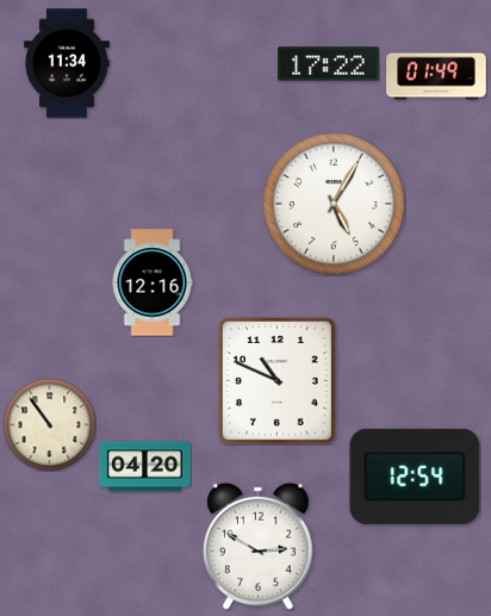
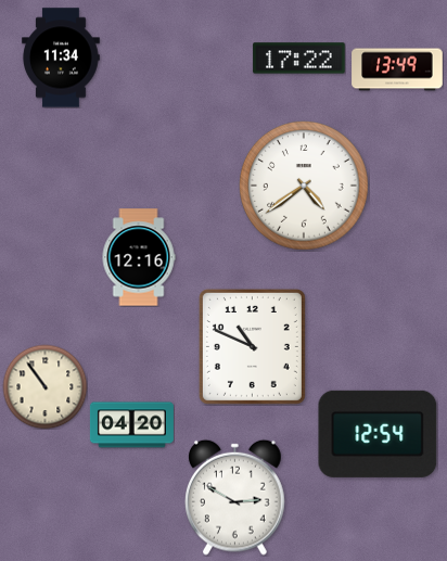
clock at (436, 76): 01:49 -> 13:49
clock at (334, 204): 5:05 -> 4:39
